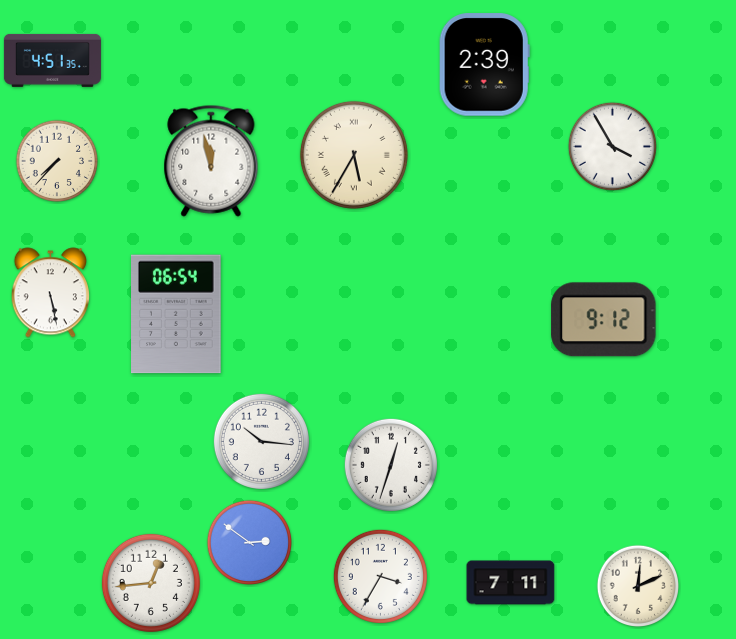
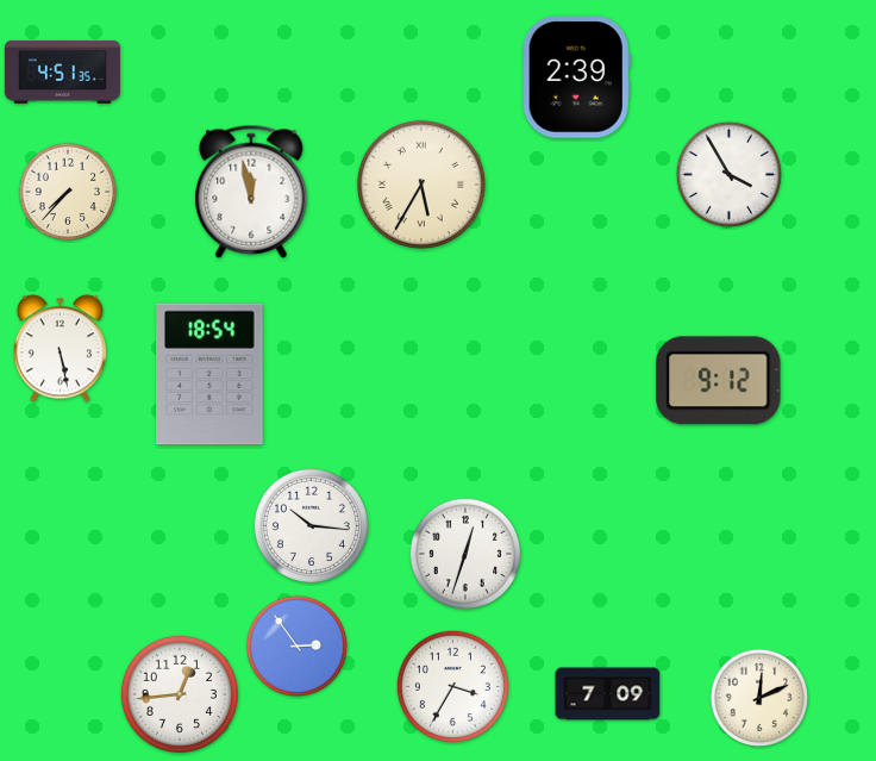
clock at (177, 314): 06:54 -> 18:54
clock at (249, 542): 2:51 -> 2:54
clock at (511, 583): 7:11 -> 7:09
